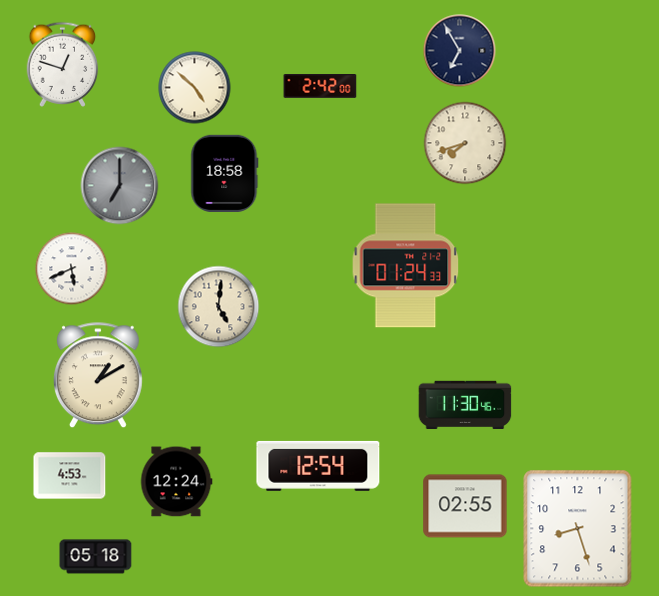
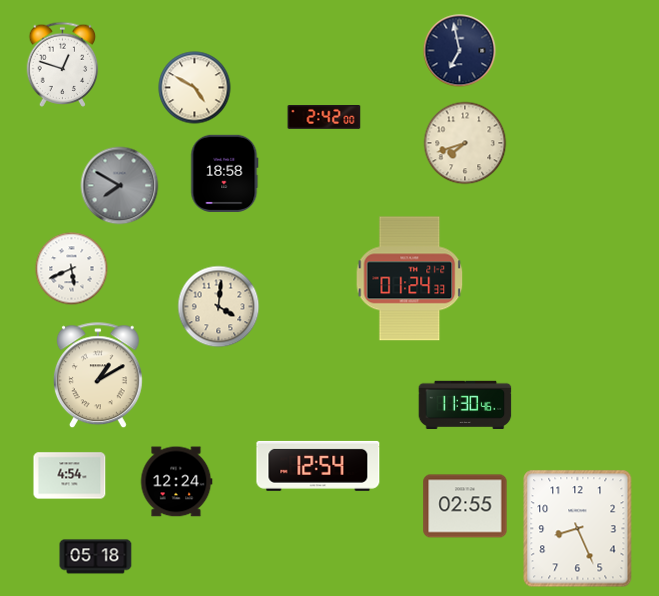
clock at (460, 51): 6:55 -> 6:58
clock at (320, 87) position: (320, 87) -> (324, 118)
clock at (195, 88): 4:52 -> 4:50
clock at (120, 186): 7:00 -> 7:50
clock at (406, 266) position: (406, 266) -> (410, 279)
clock at (219, 307): 5:01 -> 4:01
clock at (70, 476): 4:53 -> 4:54
clock at (578, 529): 8:27 -> 8:26
